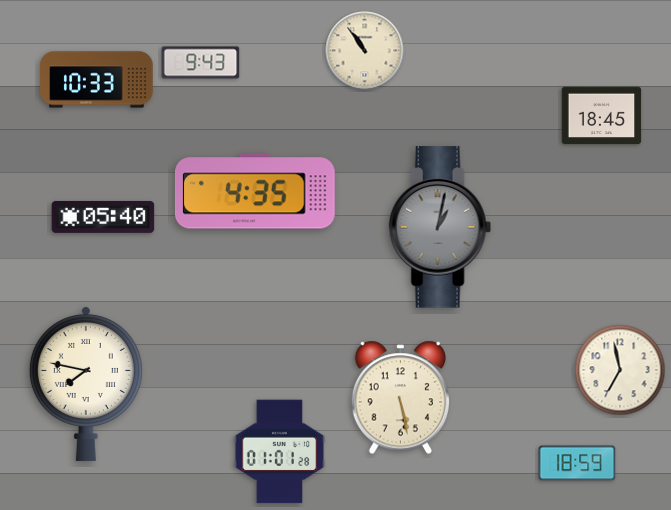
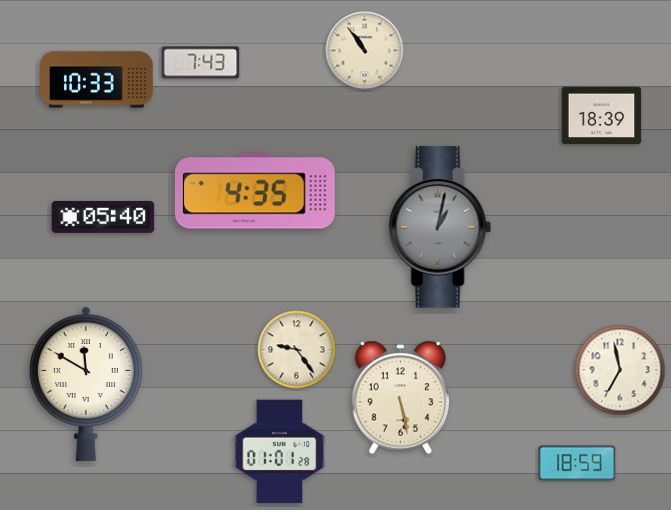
clock at (201, 63): 9:43 -> 7:43
clock at (602, 116): 18:45 -> 18:39
clock at (297, 350): none -> 9:24
clock at (86, 383): 7:47 -> 11:50
